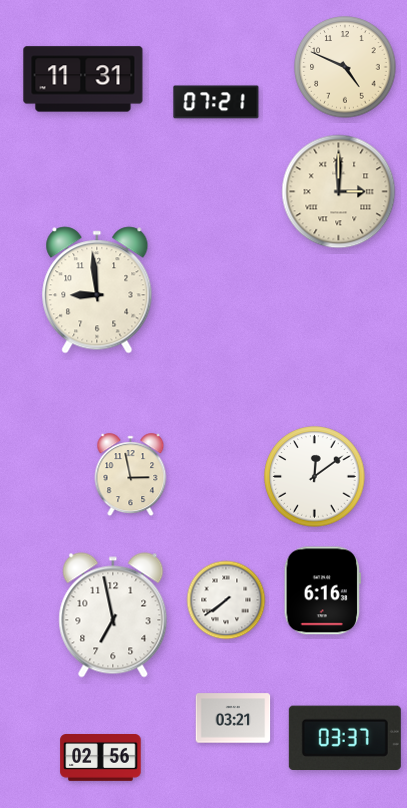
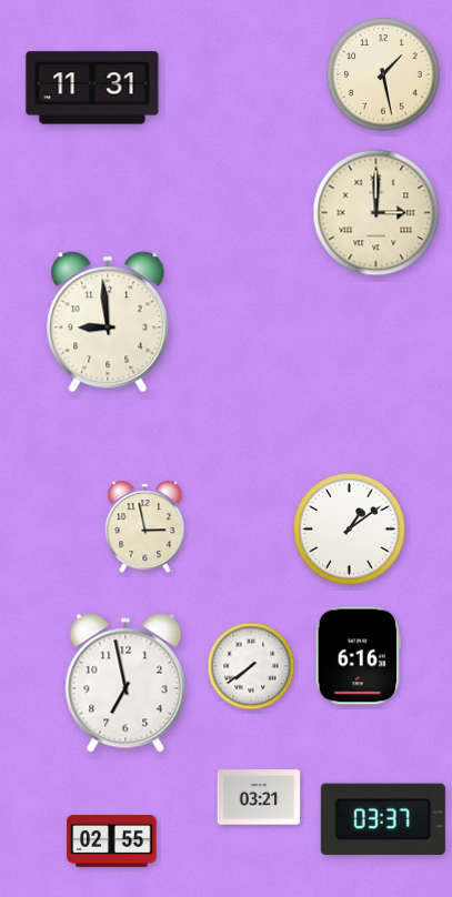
clock at (345, 67): 4:49 -> 1:28
clock at (216, 102): 07:21 -> none
clock at (315, 477): 12:09 -> 1:09
clock at (101, 758): 02:56 -> 02:55
